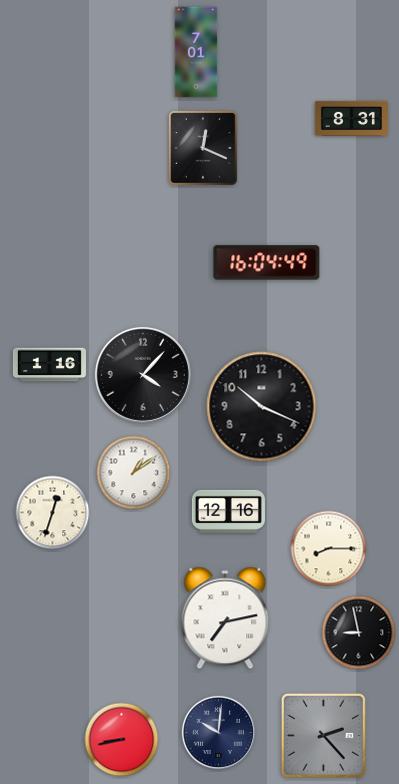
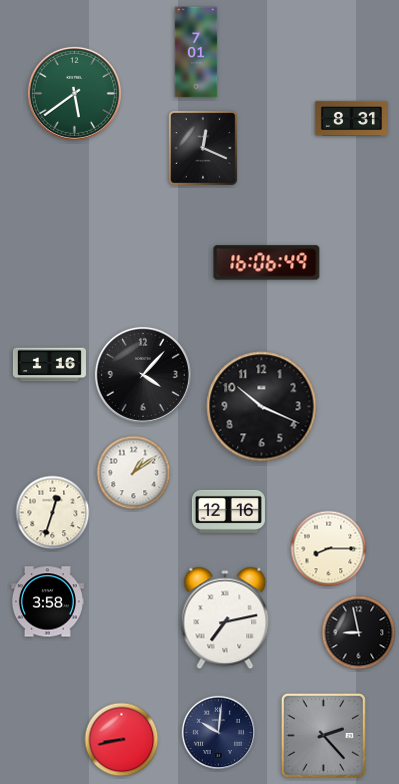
clock at (74, 93): none -> 5:39
clock at (267, 263): 16:04 -> 16:06
clock at (47, 602): none -> 3:58
